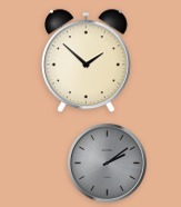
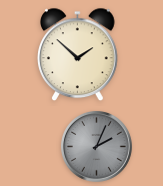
clock at (107, 162): 2:09 -> 2:04
